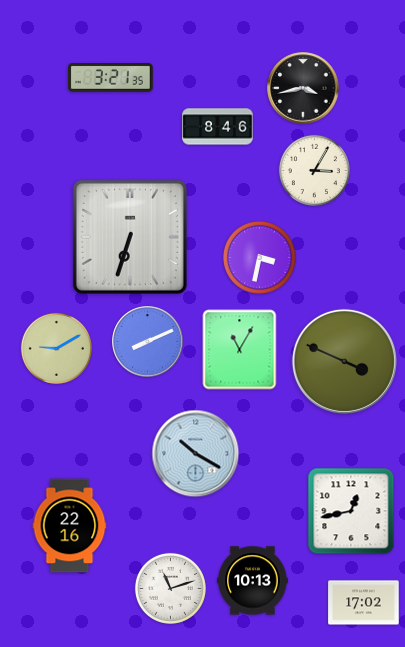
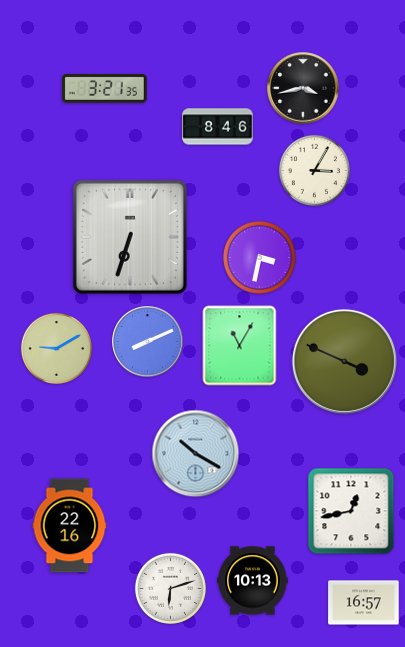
clock at (111, 78) position: (111, 78) -> (105, 89)
clock at (240, 350) position: (240, 350) -> (240, 346)
clock at (170, 588): 11:12 -> 6:12
clock at (364, 603): 17:02 -> 16:57
